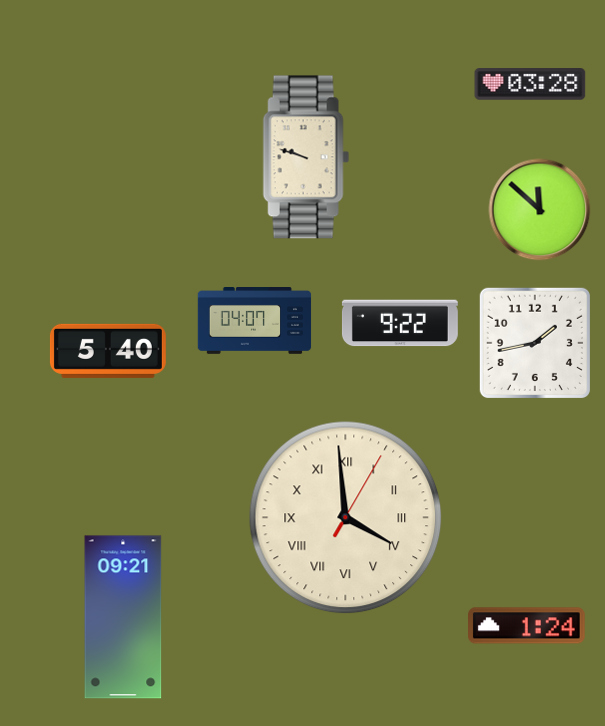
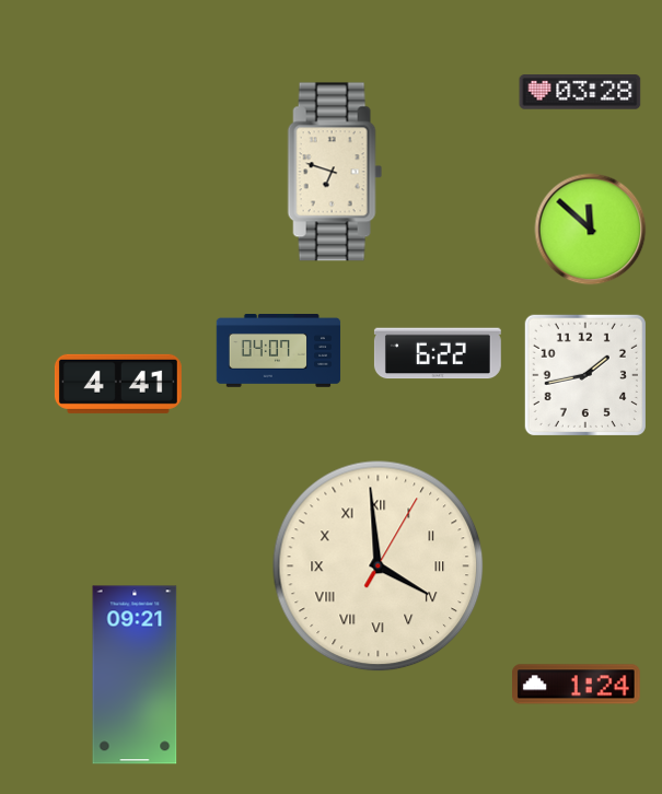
clock at (306, 157): 9:48 -> 6:48
clock at (400, 323): 9:22 -> 6:22
clock at (108, 351): 5:40 -> 4:41
